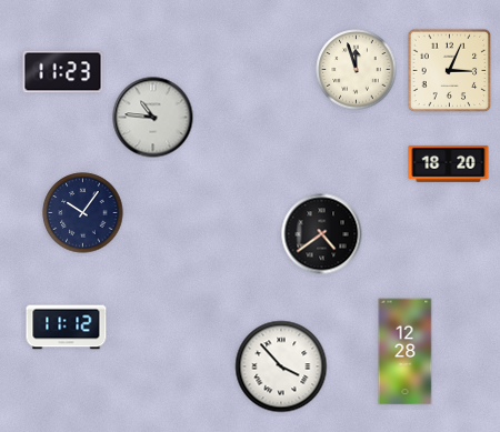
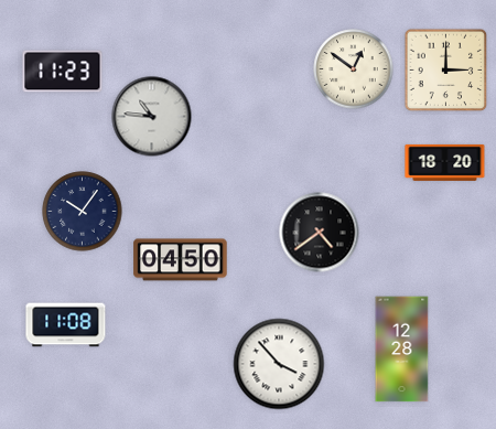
clock at (357, 70): 11:57 -> 12:51
clock at (450, 71): 3:04 -> 3:00
clock at (181, 260): none -> 04:50
clock at (67, 328): 11:12 -> 11:08
